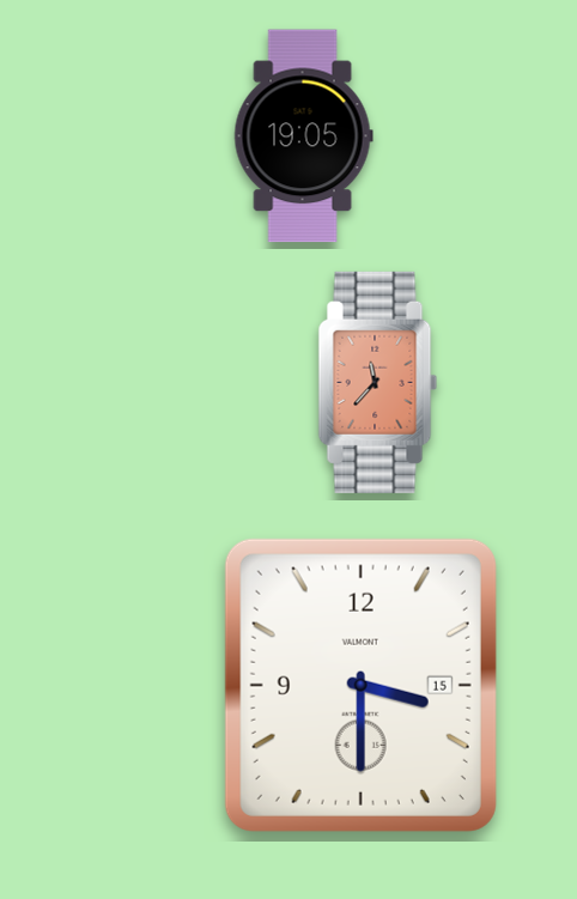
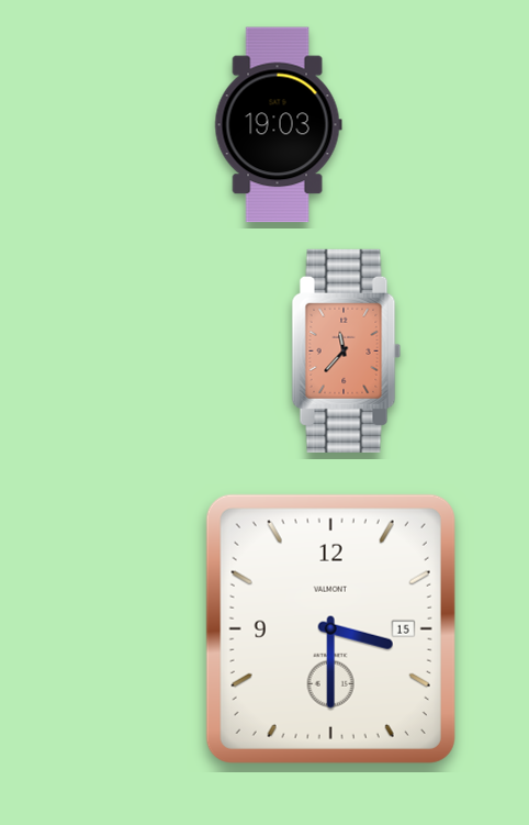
clock at (303, 136): 19:05 -> 19:03
